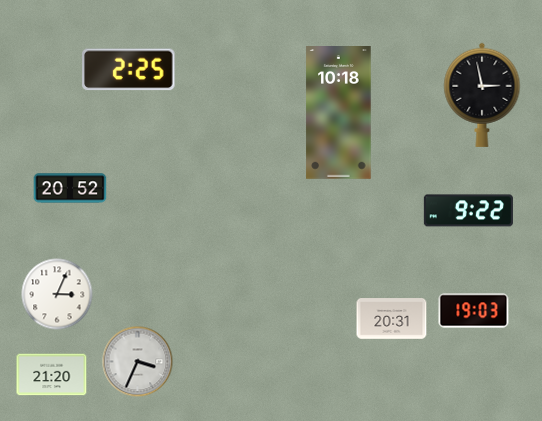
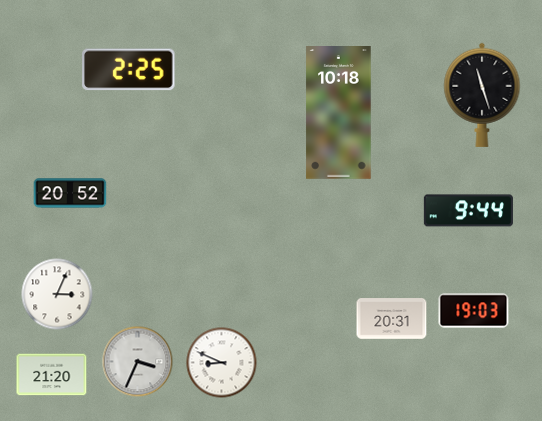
clock at (482, 95): 2:58 -> 11:27
clock at (70, 188) position: (70, 188) -> (70, 193)
clock at (468, 211): 9:22 -> 9:44
clock at (222, 363): none -> 8:49
